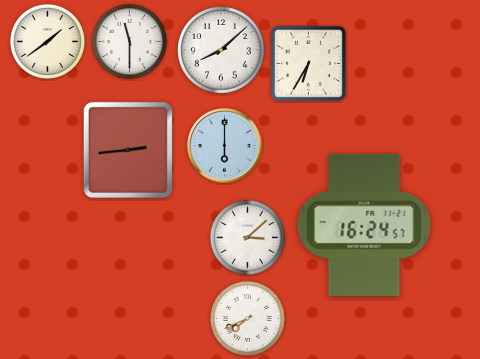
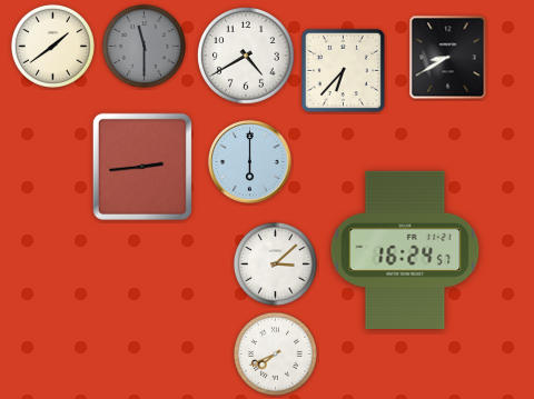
clock at (129, 41) dial: white -> grey
clock at (222, 51): 8:08 -> 4:40
clock at (448, 58): none -> 8:40
clock at (308, 63): 6:35 -> 6:37
